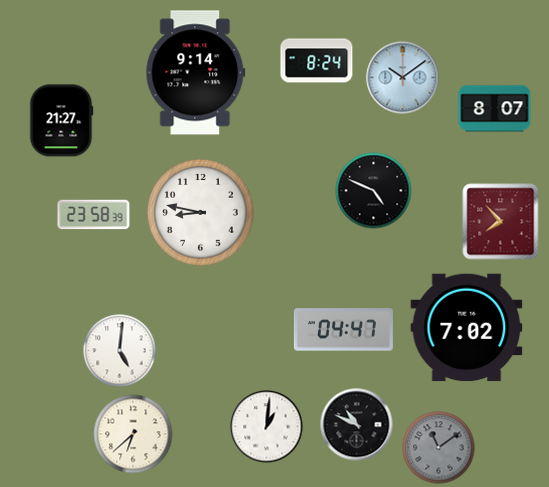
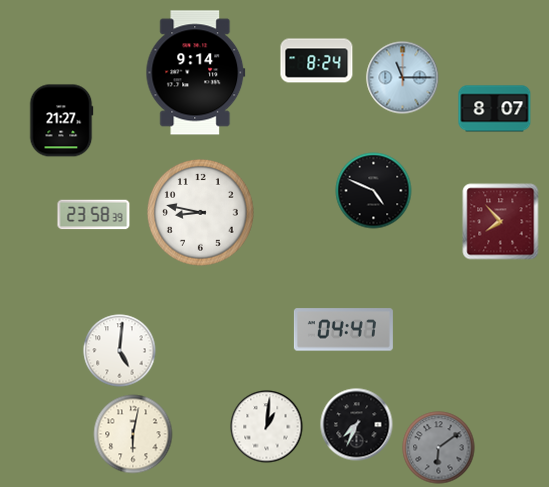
clock at (403, 78): 10:09 -> 11:15
clock at (467, 328): 7:02 -> none
clock at (357, 425): 10:49 -> 7:34
clock at (133, 434): 6:38 -> 6:02
clock at (439, 448): 11:09 -> 6:09
